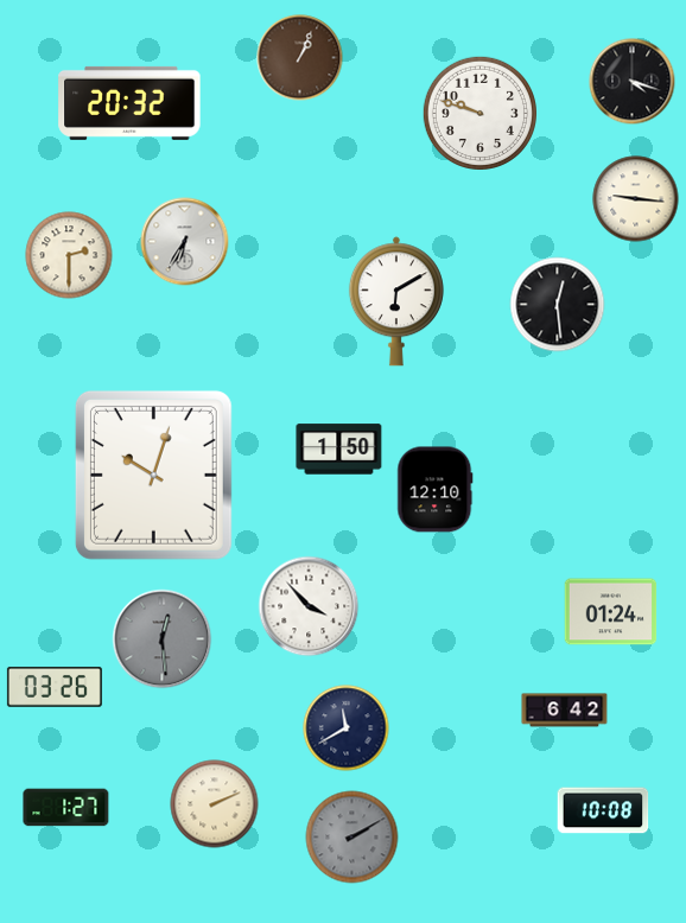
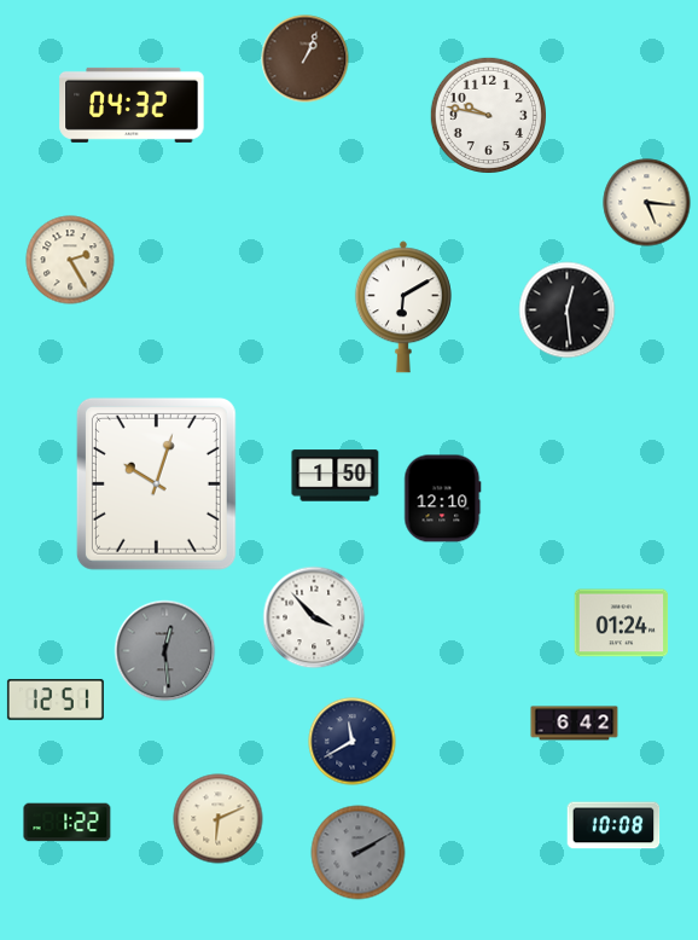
clock at (633, 82): 4:18 -> none
clock at (129, 103): 20:32 -> 04:32
clock at (479, 113): 9:48 -> 9:47
clock at (636, 199): 9:16 -> 5:16
clock at (185, 242): 6:35 -> none
clock at (69, 255): 2:30 -> 2:25
clock at (339, 450) position: (339, 450) -> (336, 476)
clock at (55, 687): 03:26 -> 12:51
clock at (215, 804): 2:11 -> 6:11
clock at (66, 808): 1:27 -> 1:22
